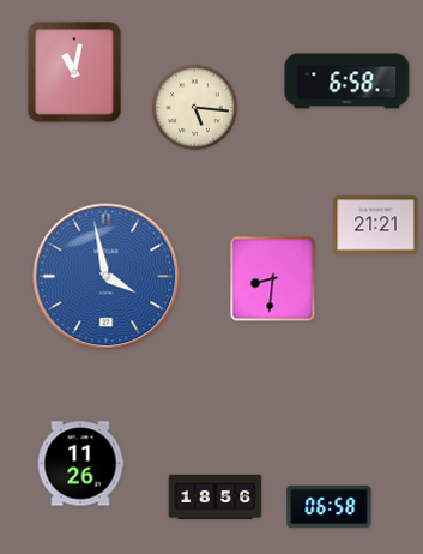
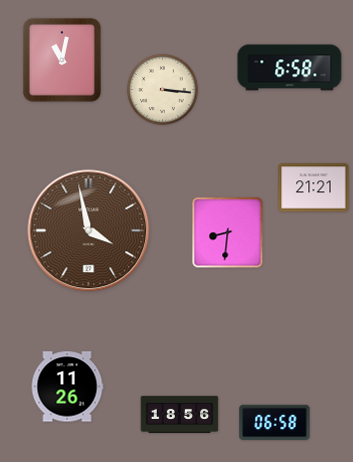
clock at (195, 108): 5:16 -> 3:16
clock at (107, 277) dial: blue -> brown
